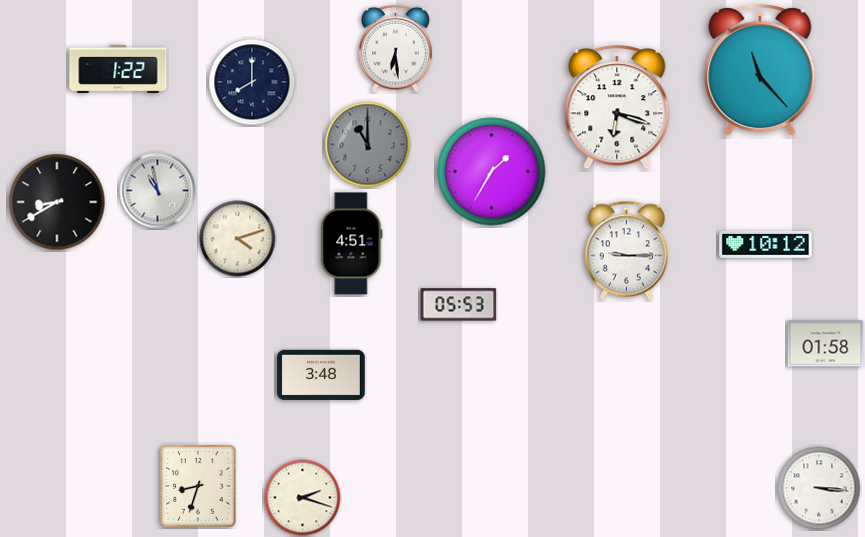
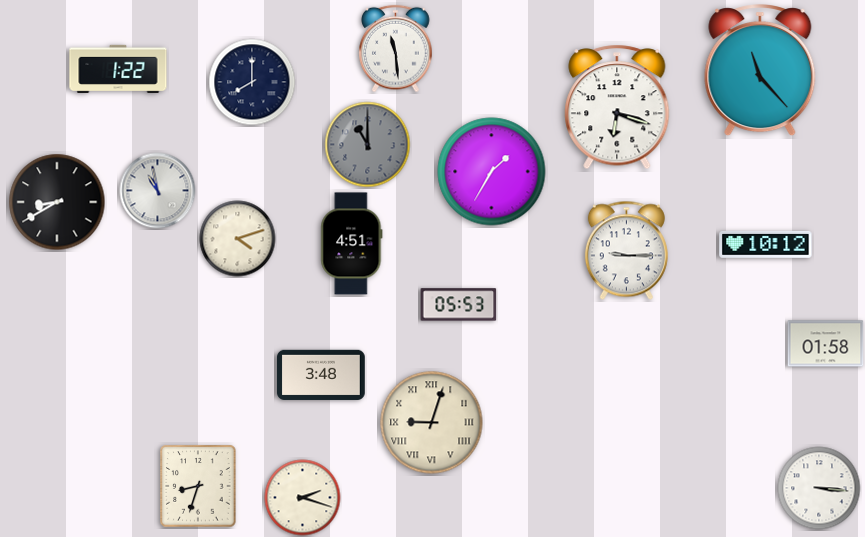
clock at (396, 49): 6:29 -> 11:29
clock at (432, 423): none -> 9:03
